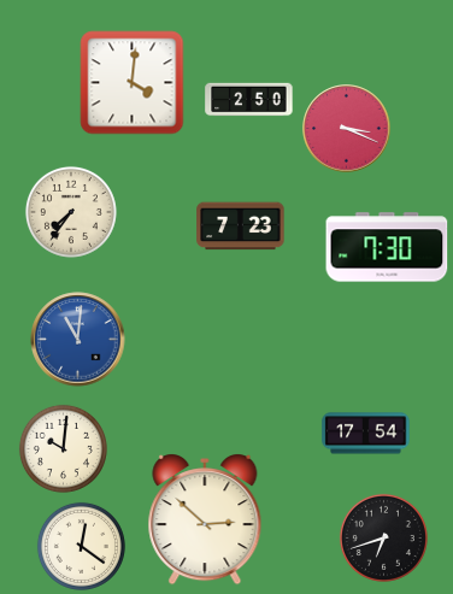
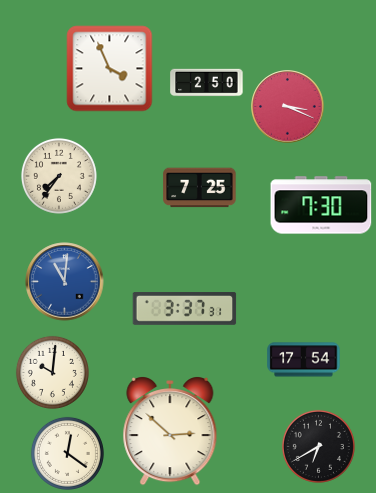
clock at (133, 83): 4:01 -> 3:56
clock at (241, 227): 7:23 -> 7:25
clock at (185, 309): none -> 3:37
clock at (383, 537): 6:42 -> 6:40
